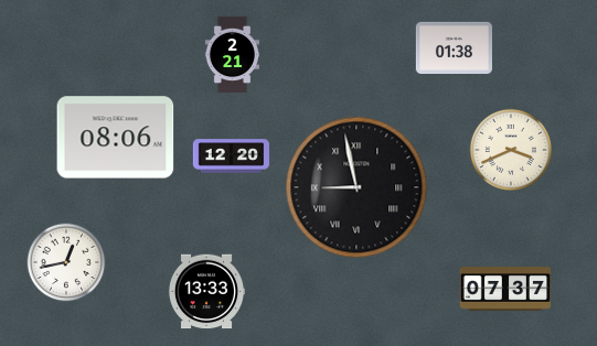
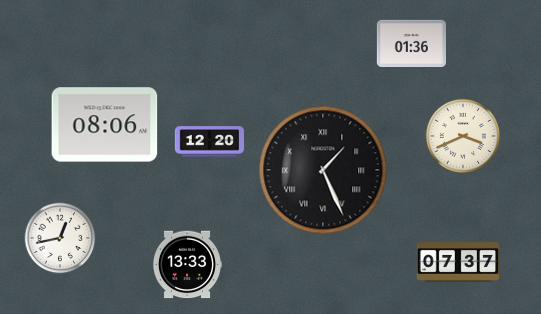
clock at (455, 47): 01:38 -> 01:36
clock at (232, 55): 2:21 -> none
clock at (356, 187): 8:58 -> 1:26
